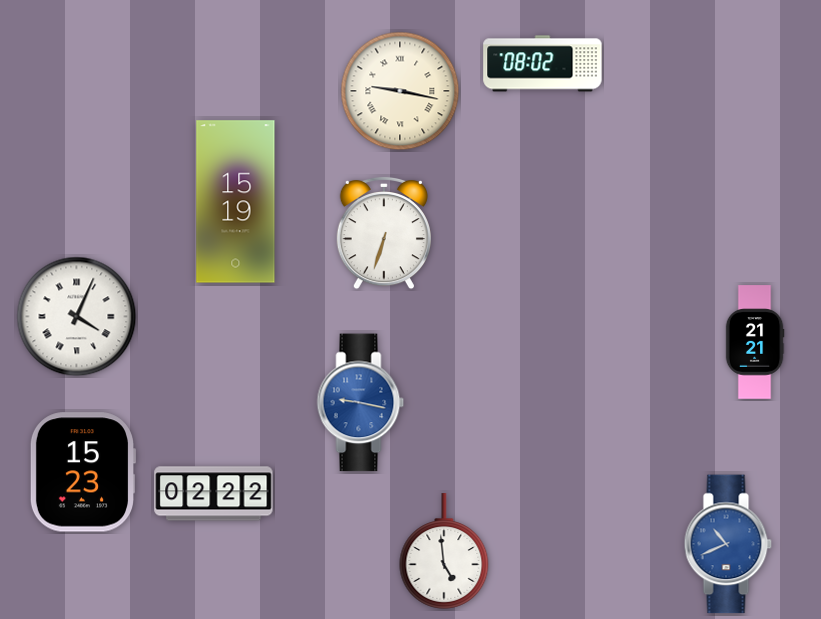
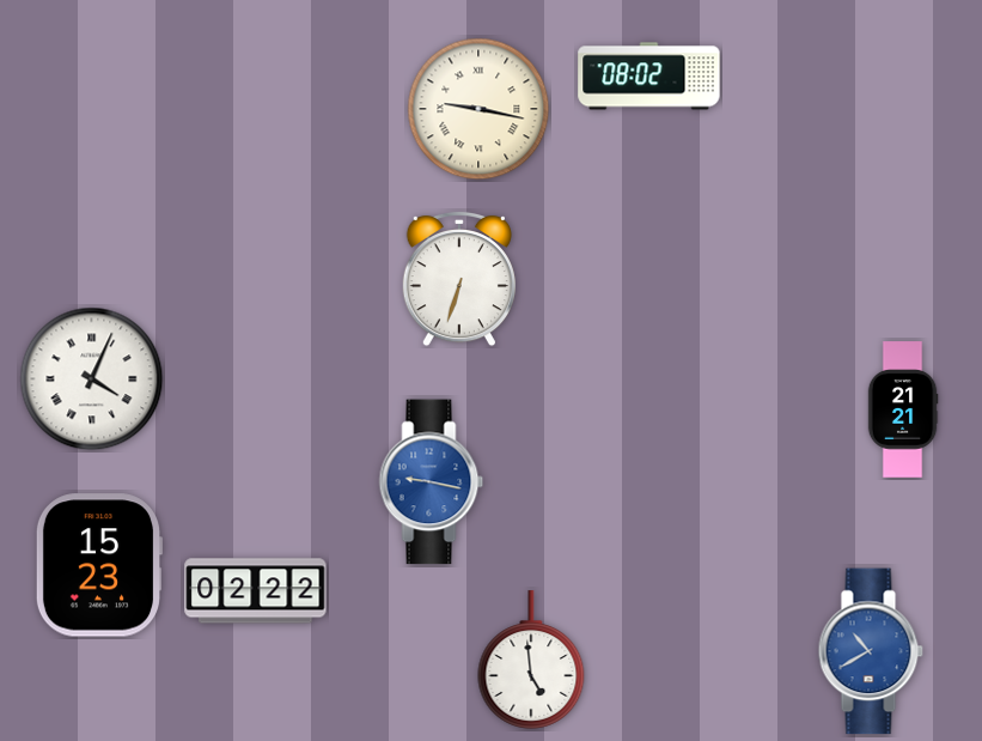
clock at (236, 202): 15:19 -> none
clock at (728, 544): 10:41 -> 10:40
